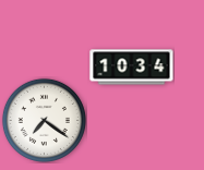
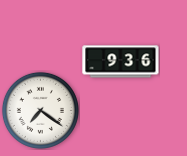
clock at (132, 68): 10:34 -> 9:36
